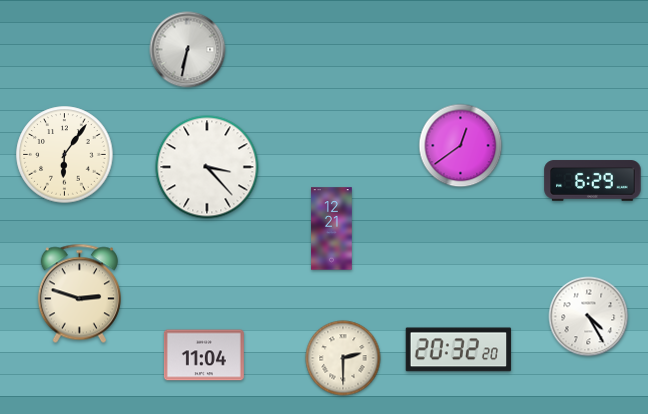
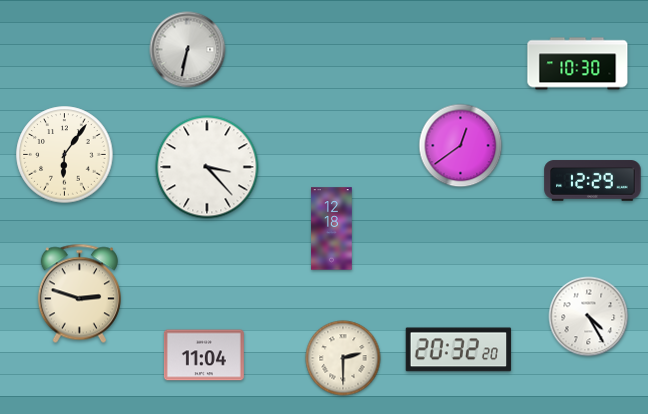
clock at (578, 64): none -> 10:30
clock at (593, 181): 6:29 -> 12:29
clock at (332, 229): 12:21 -> 12:18
